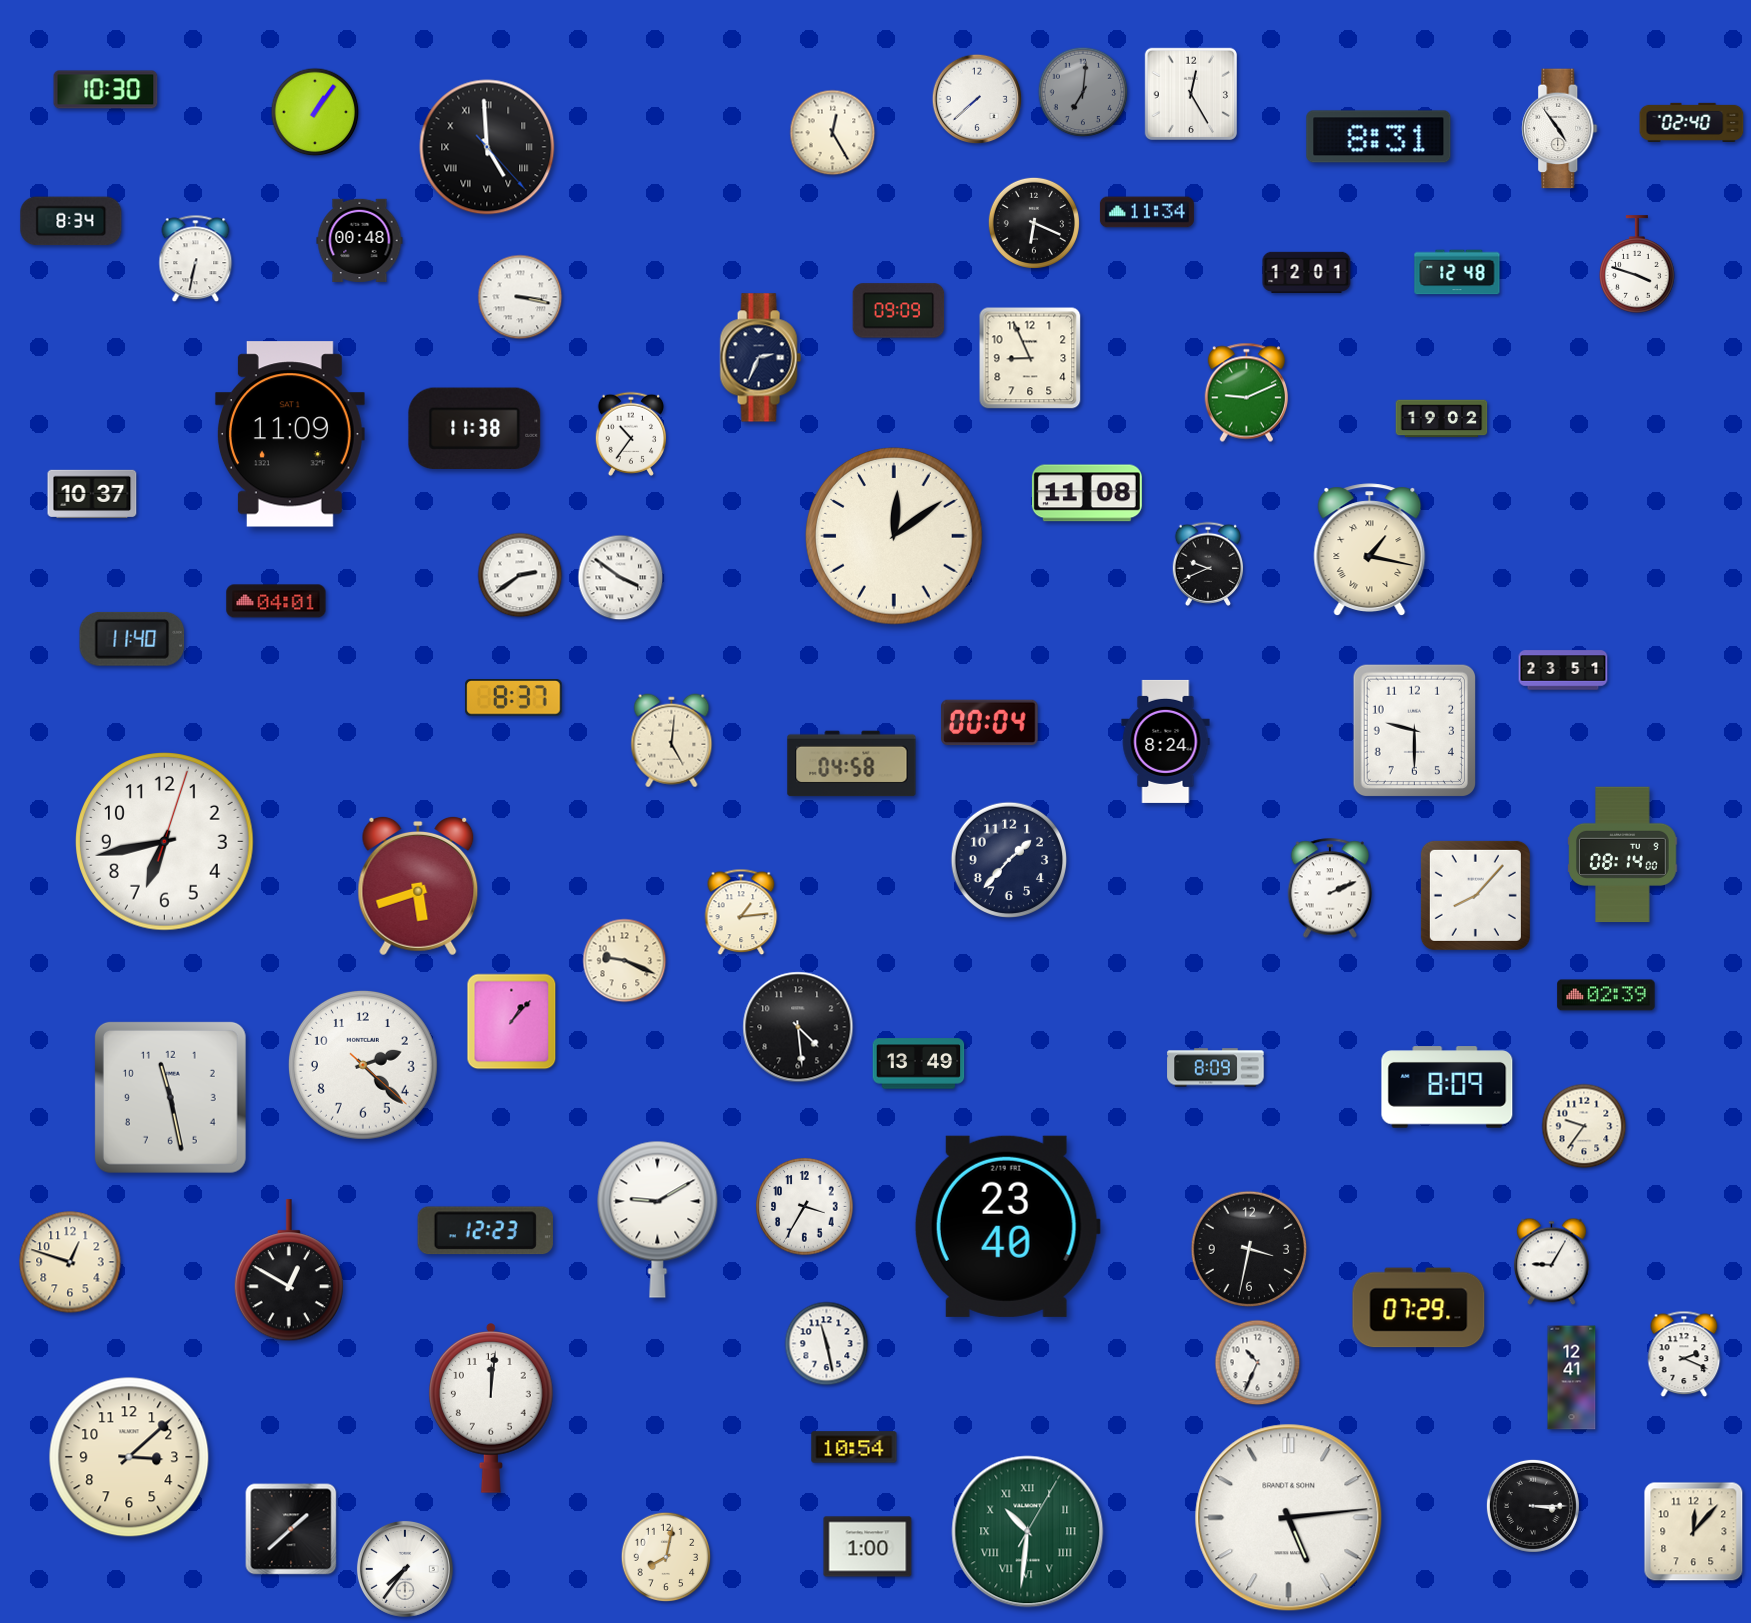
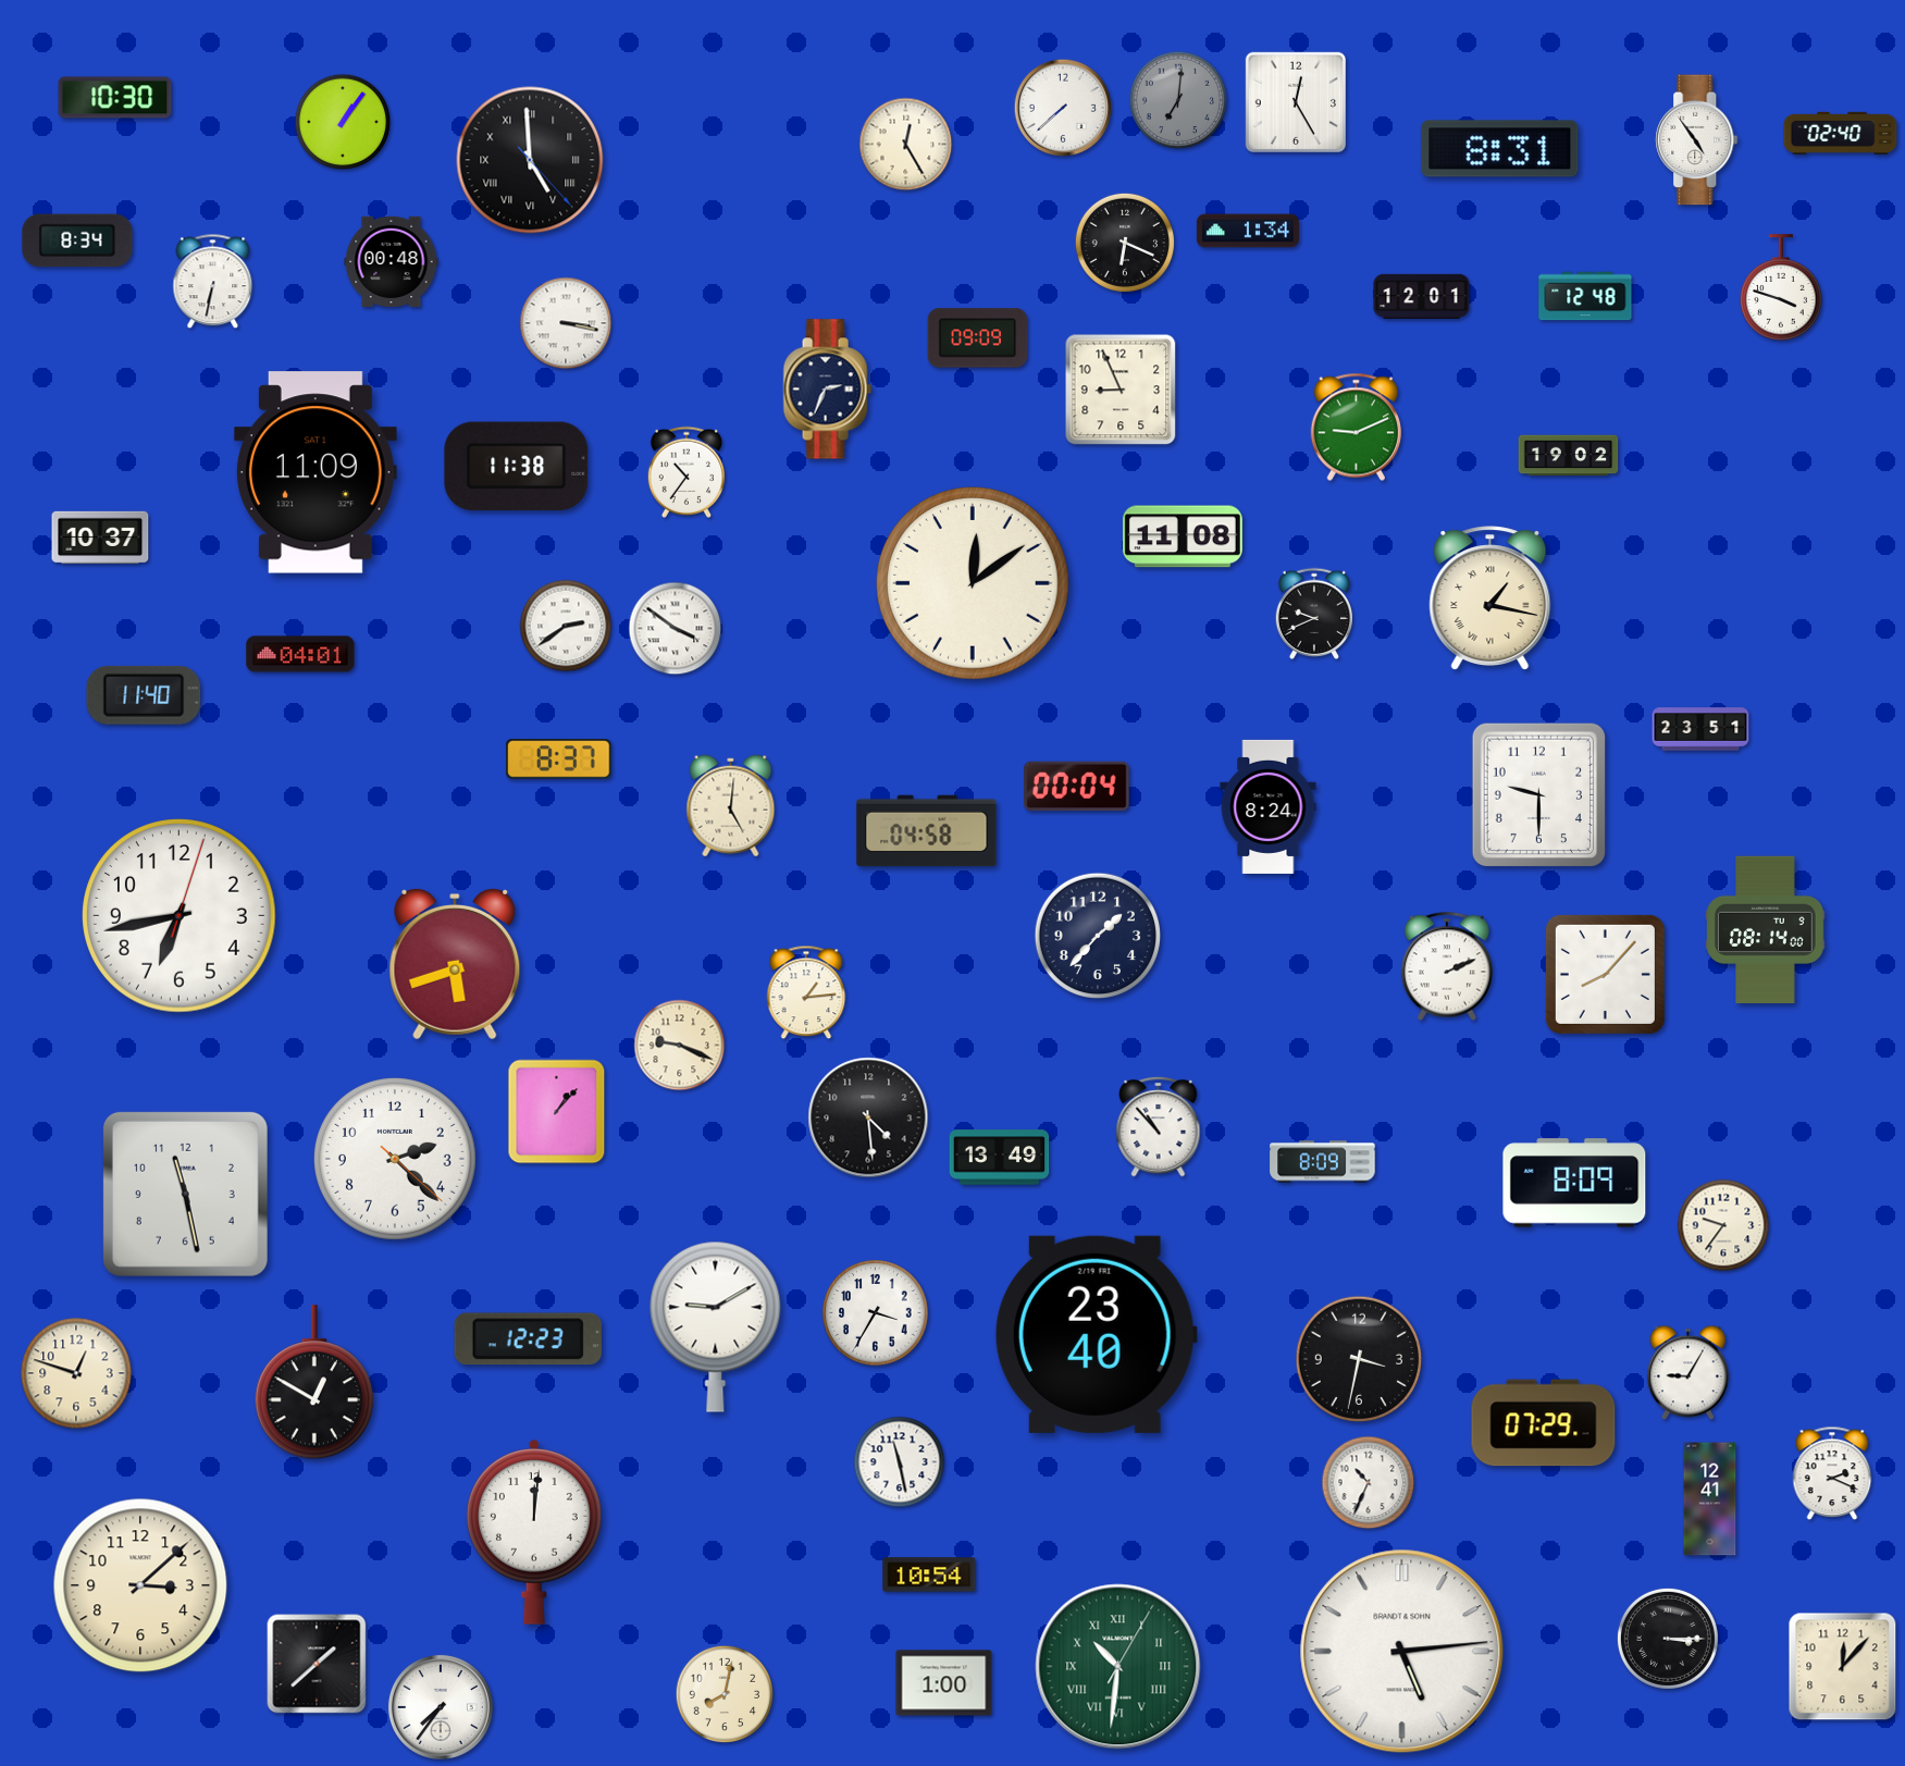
clock at (1147, 212): 11:34 -> 1:34
clock at (1606, 995): 02:39 -> none
clock at (1159, 1126): none -> 10:53
